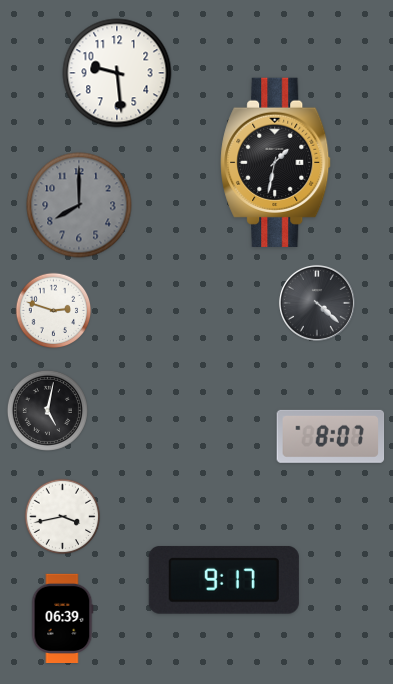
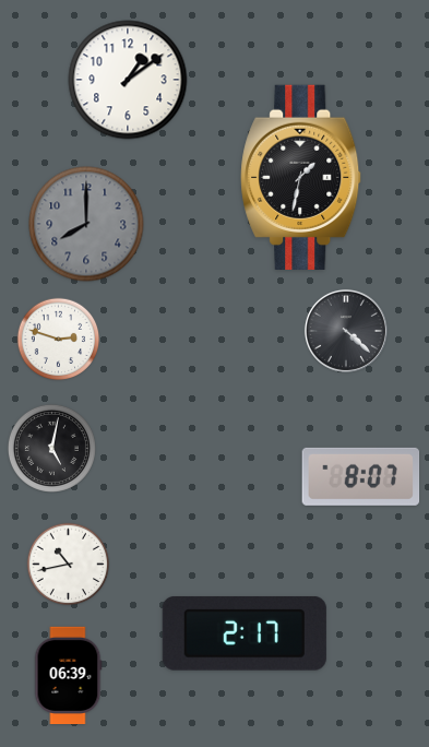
clock at (117, 73): 9:29 -> 1:09
clock at (63, 517): 3:43 -> 10:43
clock at (224, 580): 9:17 -> 2:17
